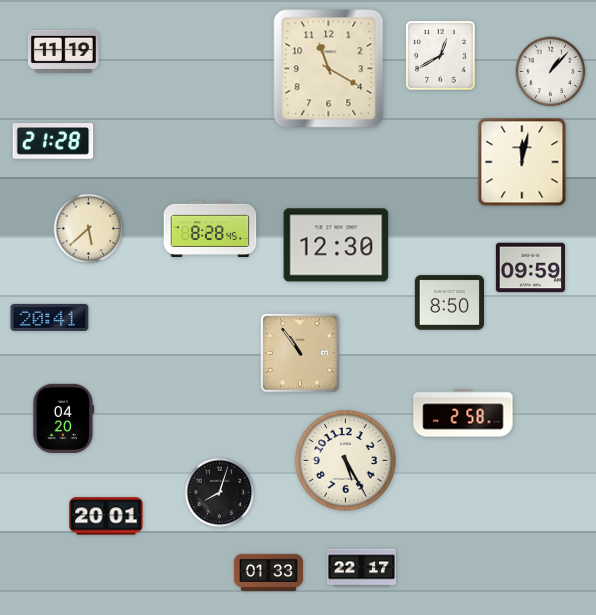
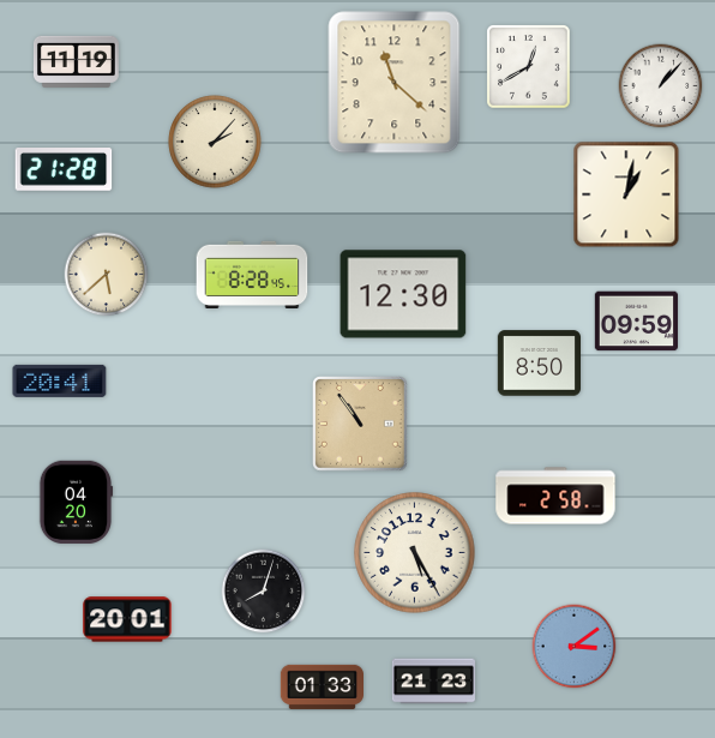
clock at (329, 69): 11:20 -> 11:22
clock at (215, 142): none -> 2:07
clock at (522, 162): 12:02 -> 1:02
clock at (575, 647): none -> 3:09
clock at (362, 568): 22:17 -> 21:23
